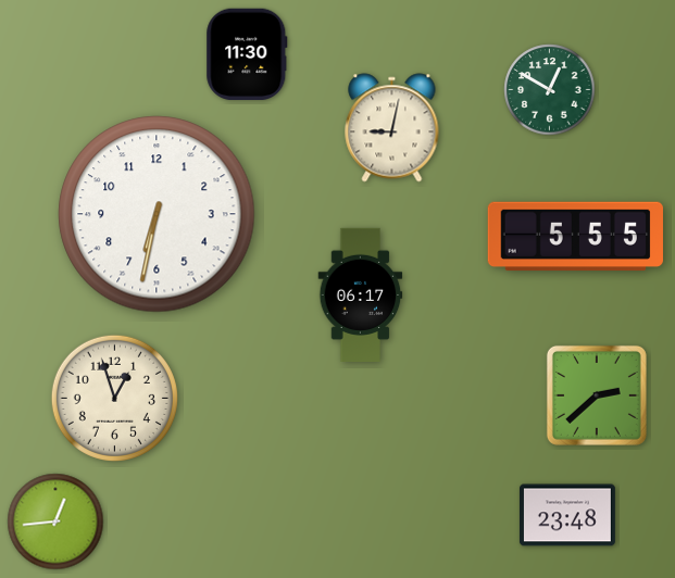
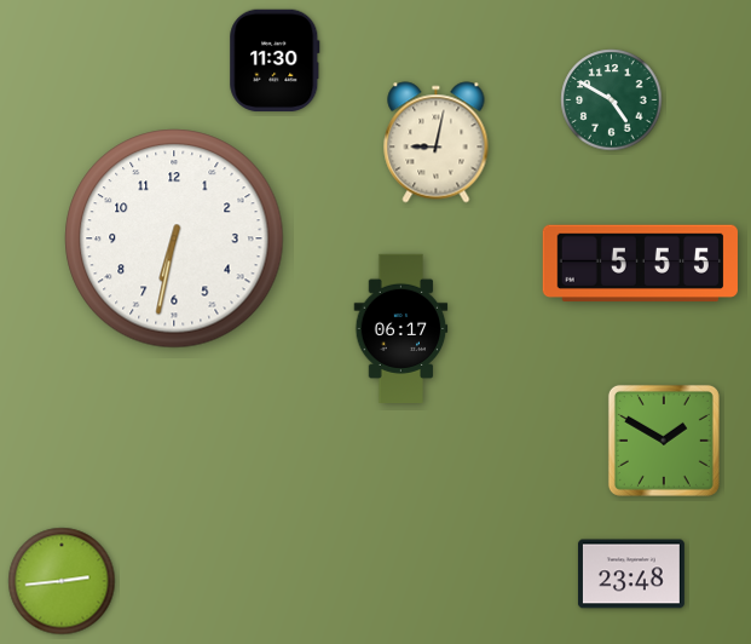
clock at (550, 90): 12:50 -> 4:50
clock at (597, 395): 2:38 -> 1:50
clock at (114, 398): 12:57 -> none
clock at (55, 522): 12:44 -> 2:44
